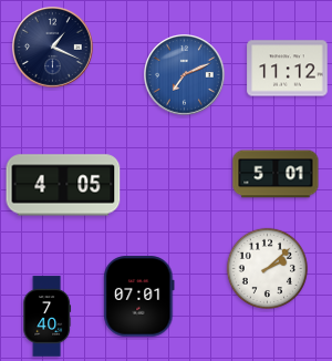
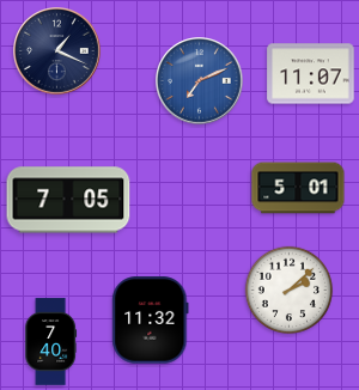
clock at (288, 69): 11:12 -> 11:07
clock at (63, 185): 4:05 -> 7:05
clock at (139, 297): 07:01 -> 11:32
